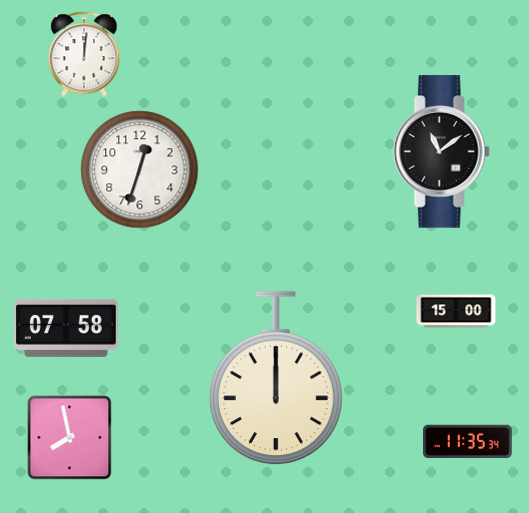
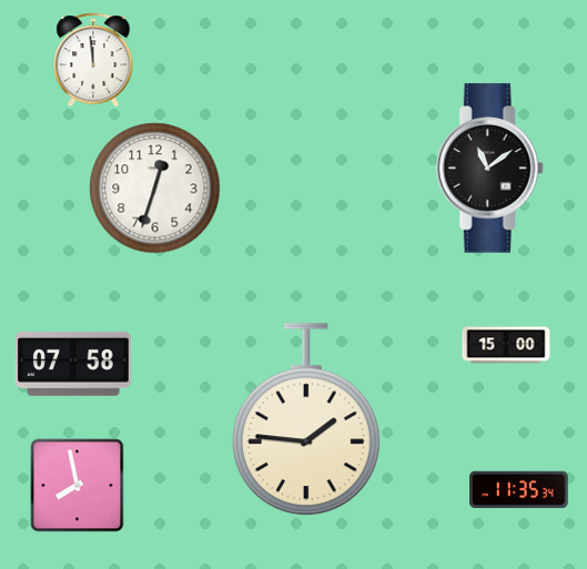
clock at (84, 54): 12:01 -> 11:59
clock at (276, 379): 12:00 -> 1:46
